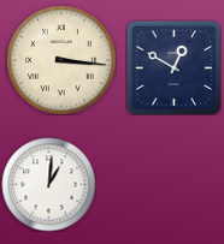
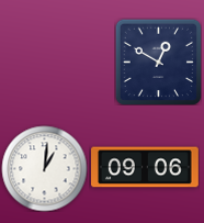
clock at (61, 60): 3:16 -> none
clock at (146, 167): none -> 09:06
